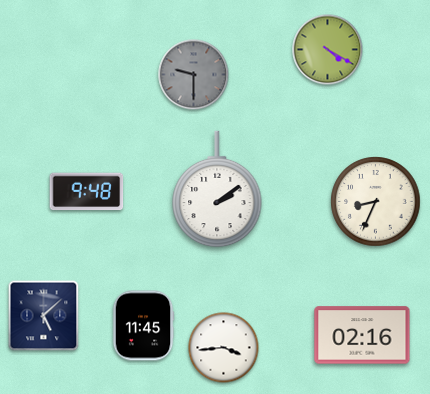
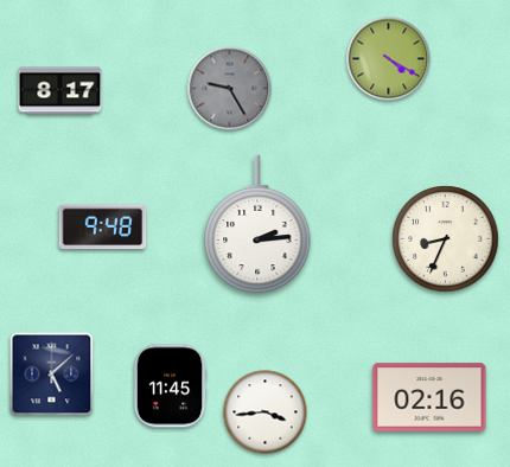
clock at (194, 75): 9:30 -> 9:25
clock at (60, 91): none -> 8:17
clock at (217, 189): 2:09 -> 2:14
